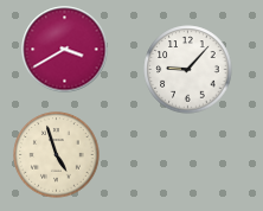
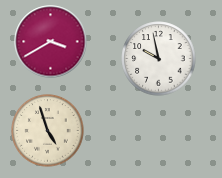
clock at (65, 50) position: (65, 50) -> (51, 42)
clock at (188, 70): 9:07 -> 9:58
